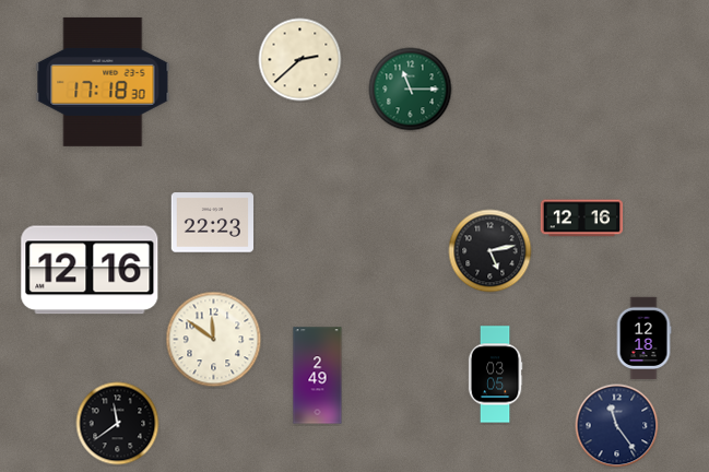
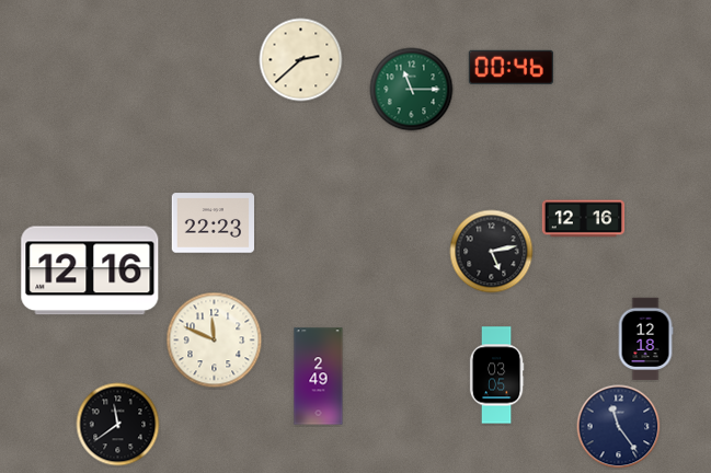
clock at (511, 67): none -> 00:46
clock at (103, 82): 17:18 -> none
clock at (214, 340): 11:51 -> 11:49
